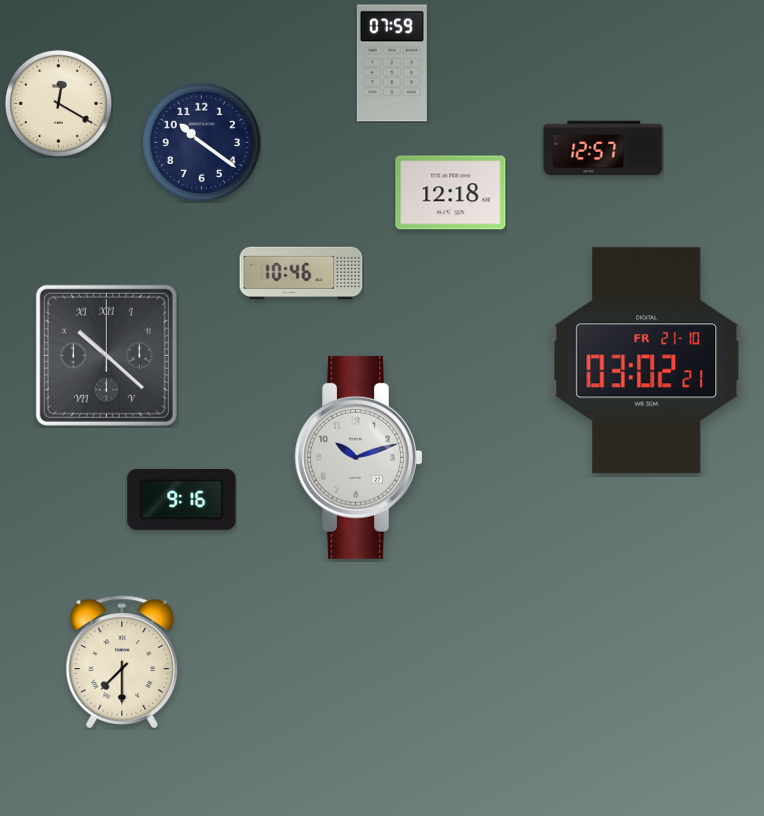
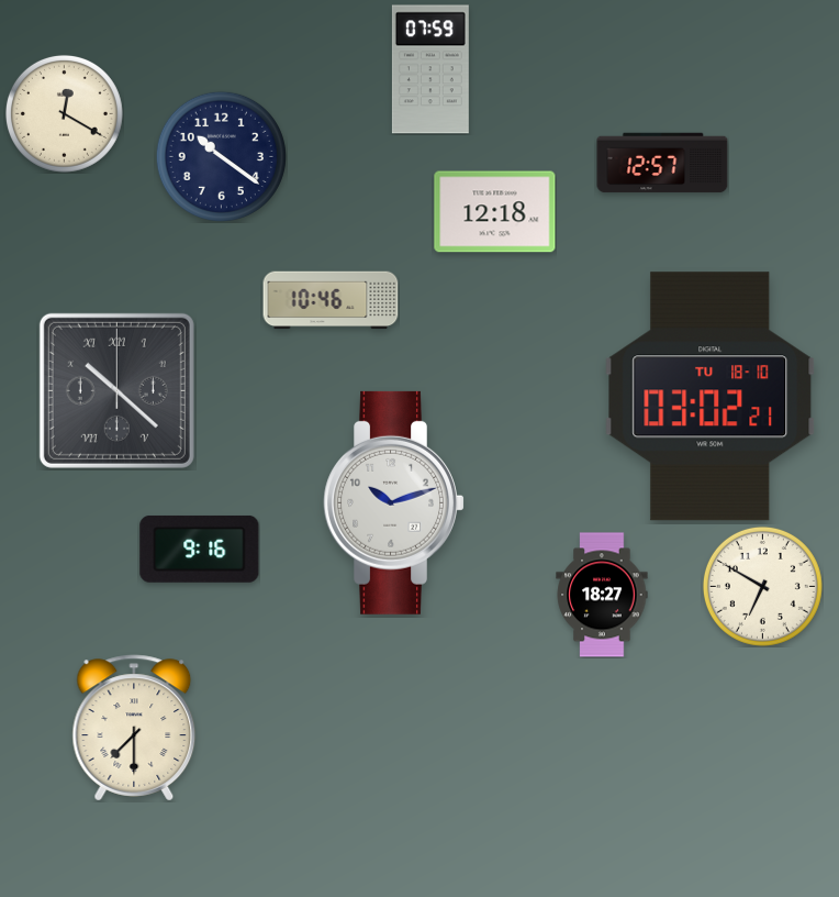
clock at (647, 361) date: FR 21-10 -> TU 18-10
clock at (762, 586): none -> 6:50
clock at (602, 595): none -> 18:27
